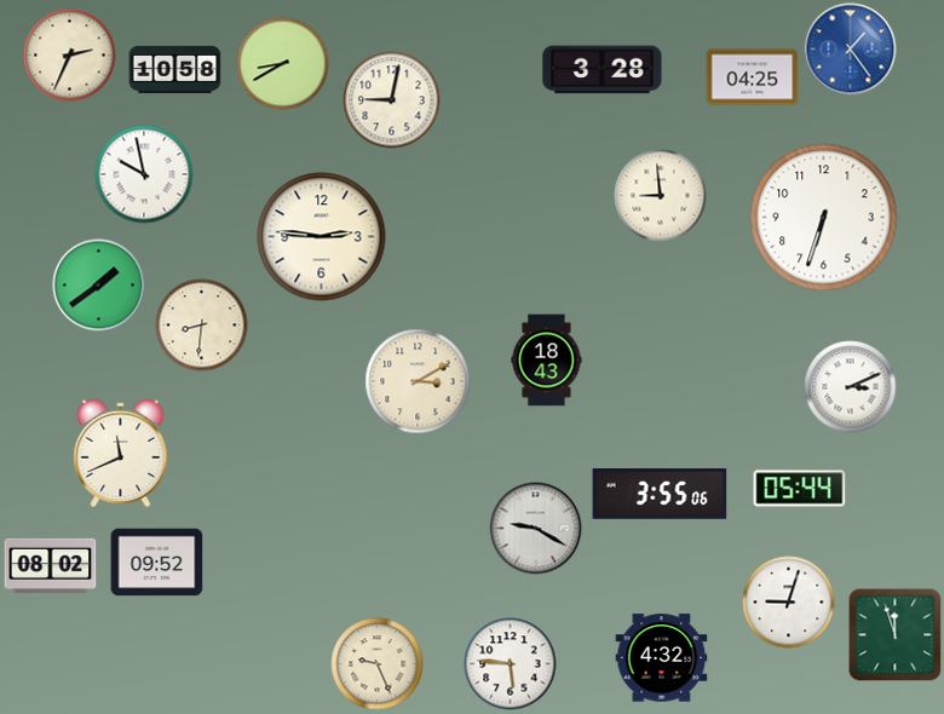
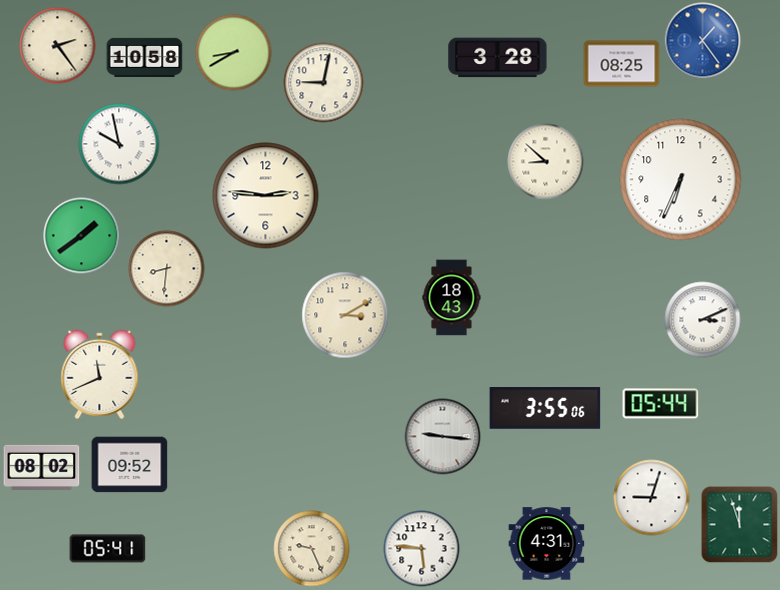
clock at (70, 56): 2:34 -> 2:24
clock at (753, 77): 04:25 -> 08:25
clock at (661, 196): 8:59 -> 8:52
clock at (824, 218): 6:33 -> 6:34
clock at (536, 529): 9:20 -> 9:16
clock at (662, 658): 4:32 -> 4:31
clock at (108, 549): none -> 05:41
